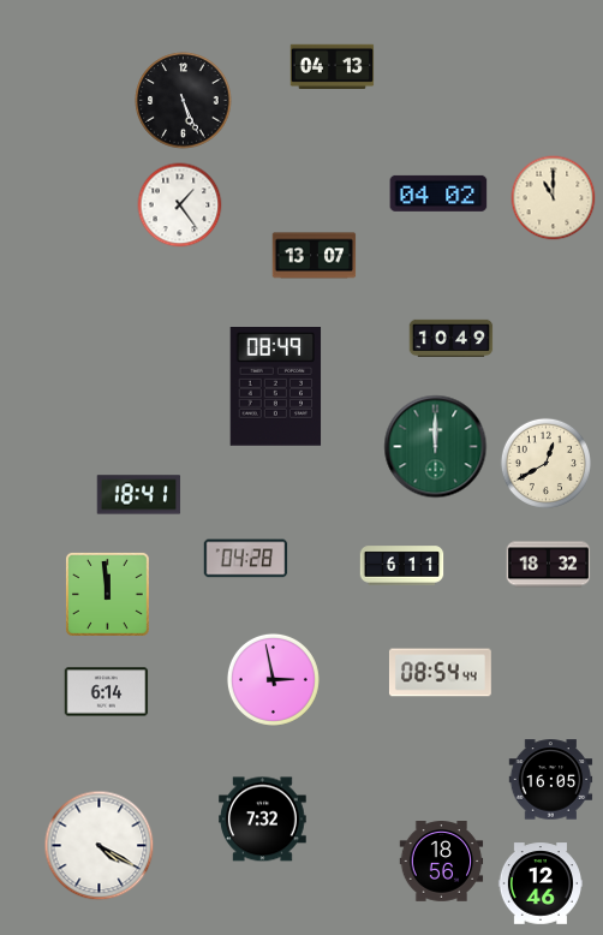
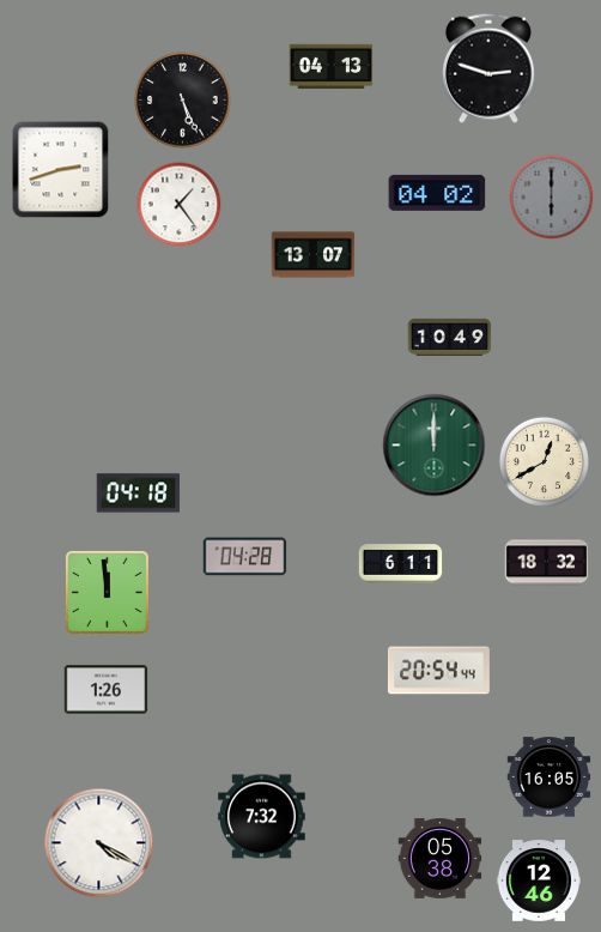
clock at (488, 68): none -> 2:48
clock at (61, 170): none -> 2:42
clock at (554, 198): 11:00 -> 6:00
clock at (554, 198) dial: cream -> grey
clock at (276, 387): 08:49 -> none
clock at (139, 495): 18:41 -> 04:18
clock at (440, 673): 08:54 -> 20:54
clock at (273, 679): 2:58 -> none
clock at (107, 692): 6:14 -> 1:26
clock at (442, 862): 18:56 -> 05:38
